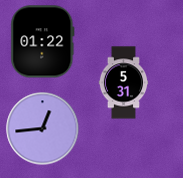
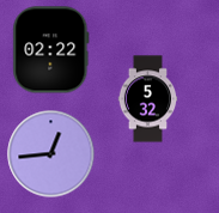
clock at (43, 42): 01:22 -> 02:22
clock at (124, 83): 5:31 -> 5:32
